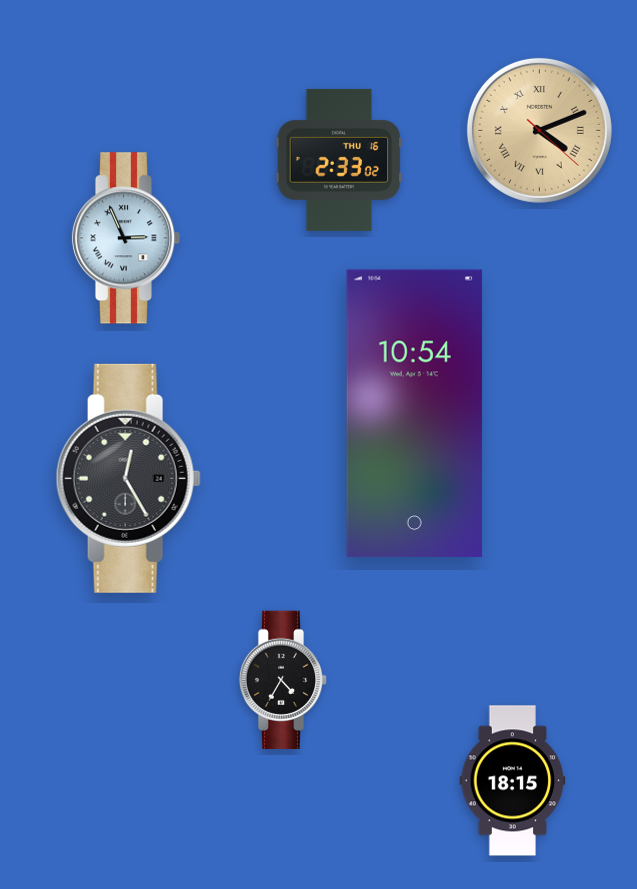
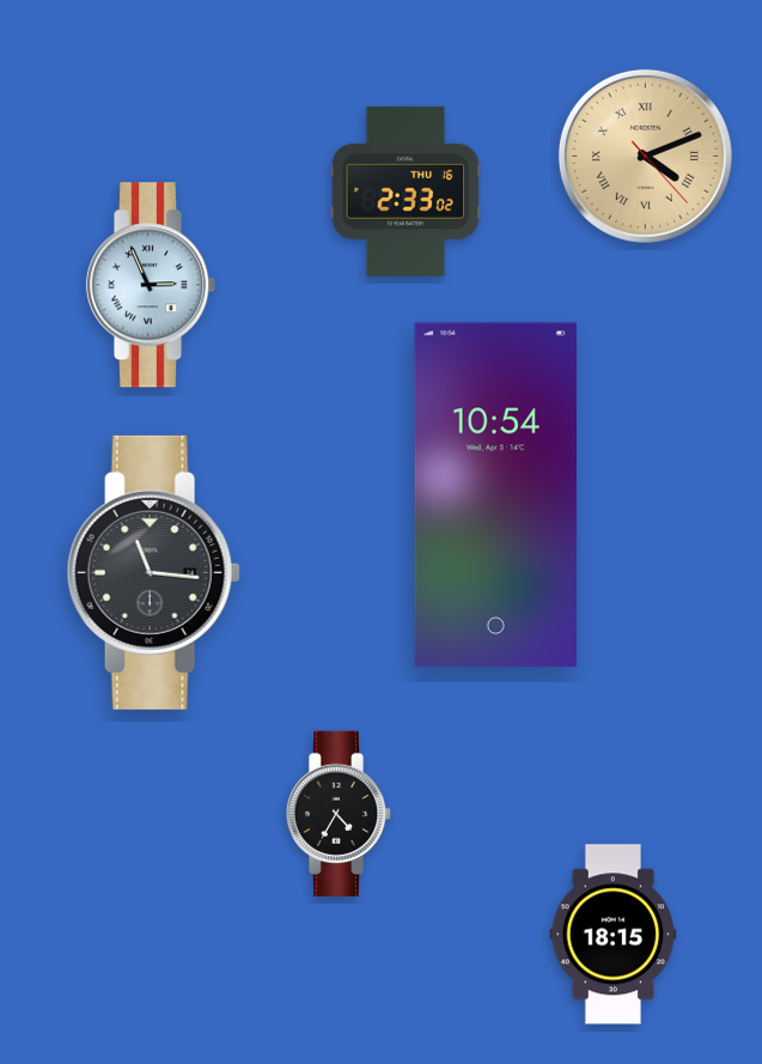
clock at (539, 130): 4:11:22 -> 4:11:23
clock at (128, 478): 12:25 -> 11:16
